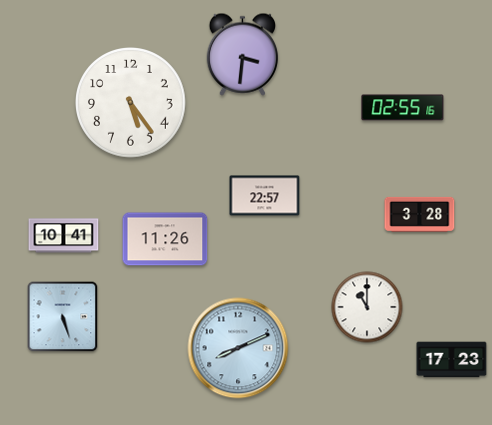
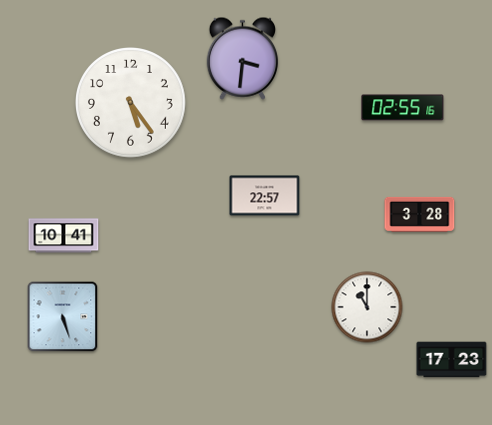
clock at (243, 54) position: (243, 54) -> (243, 58)
clock at (165, 239): 11:26 -> none
clock at (238, 348): 8:11 -> none
